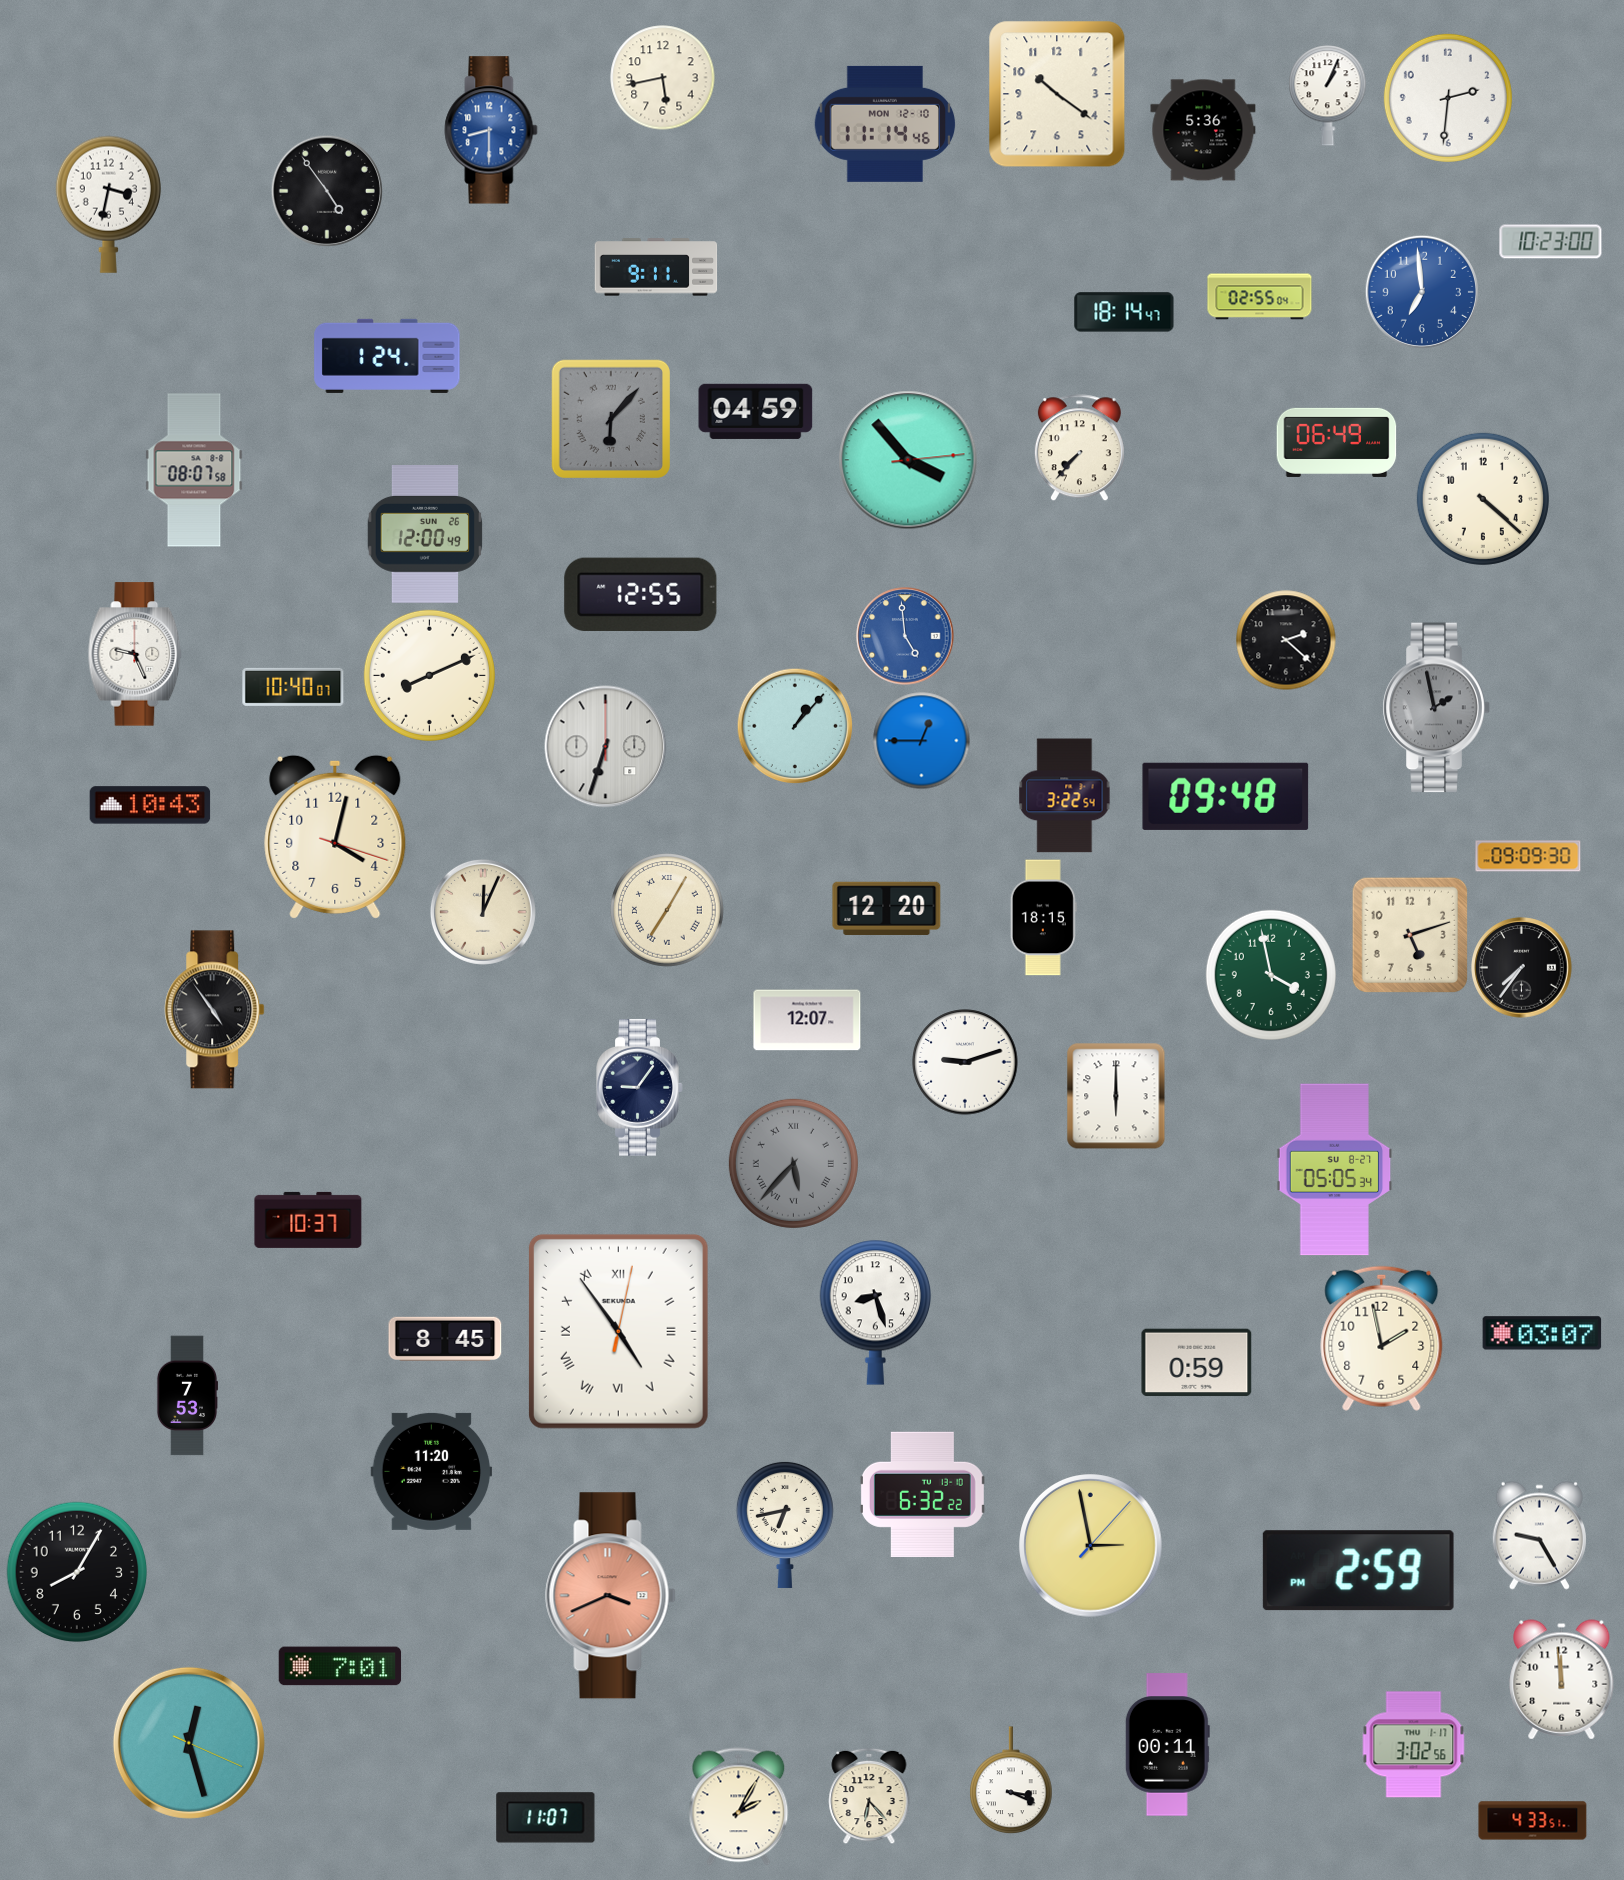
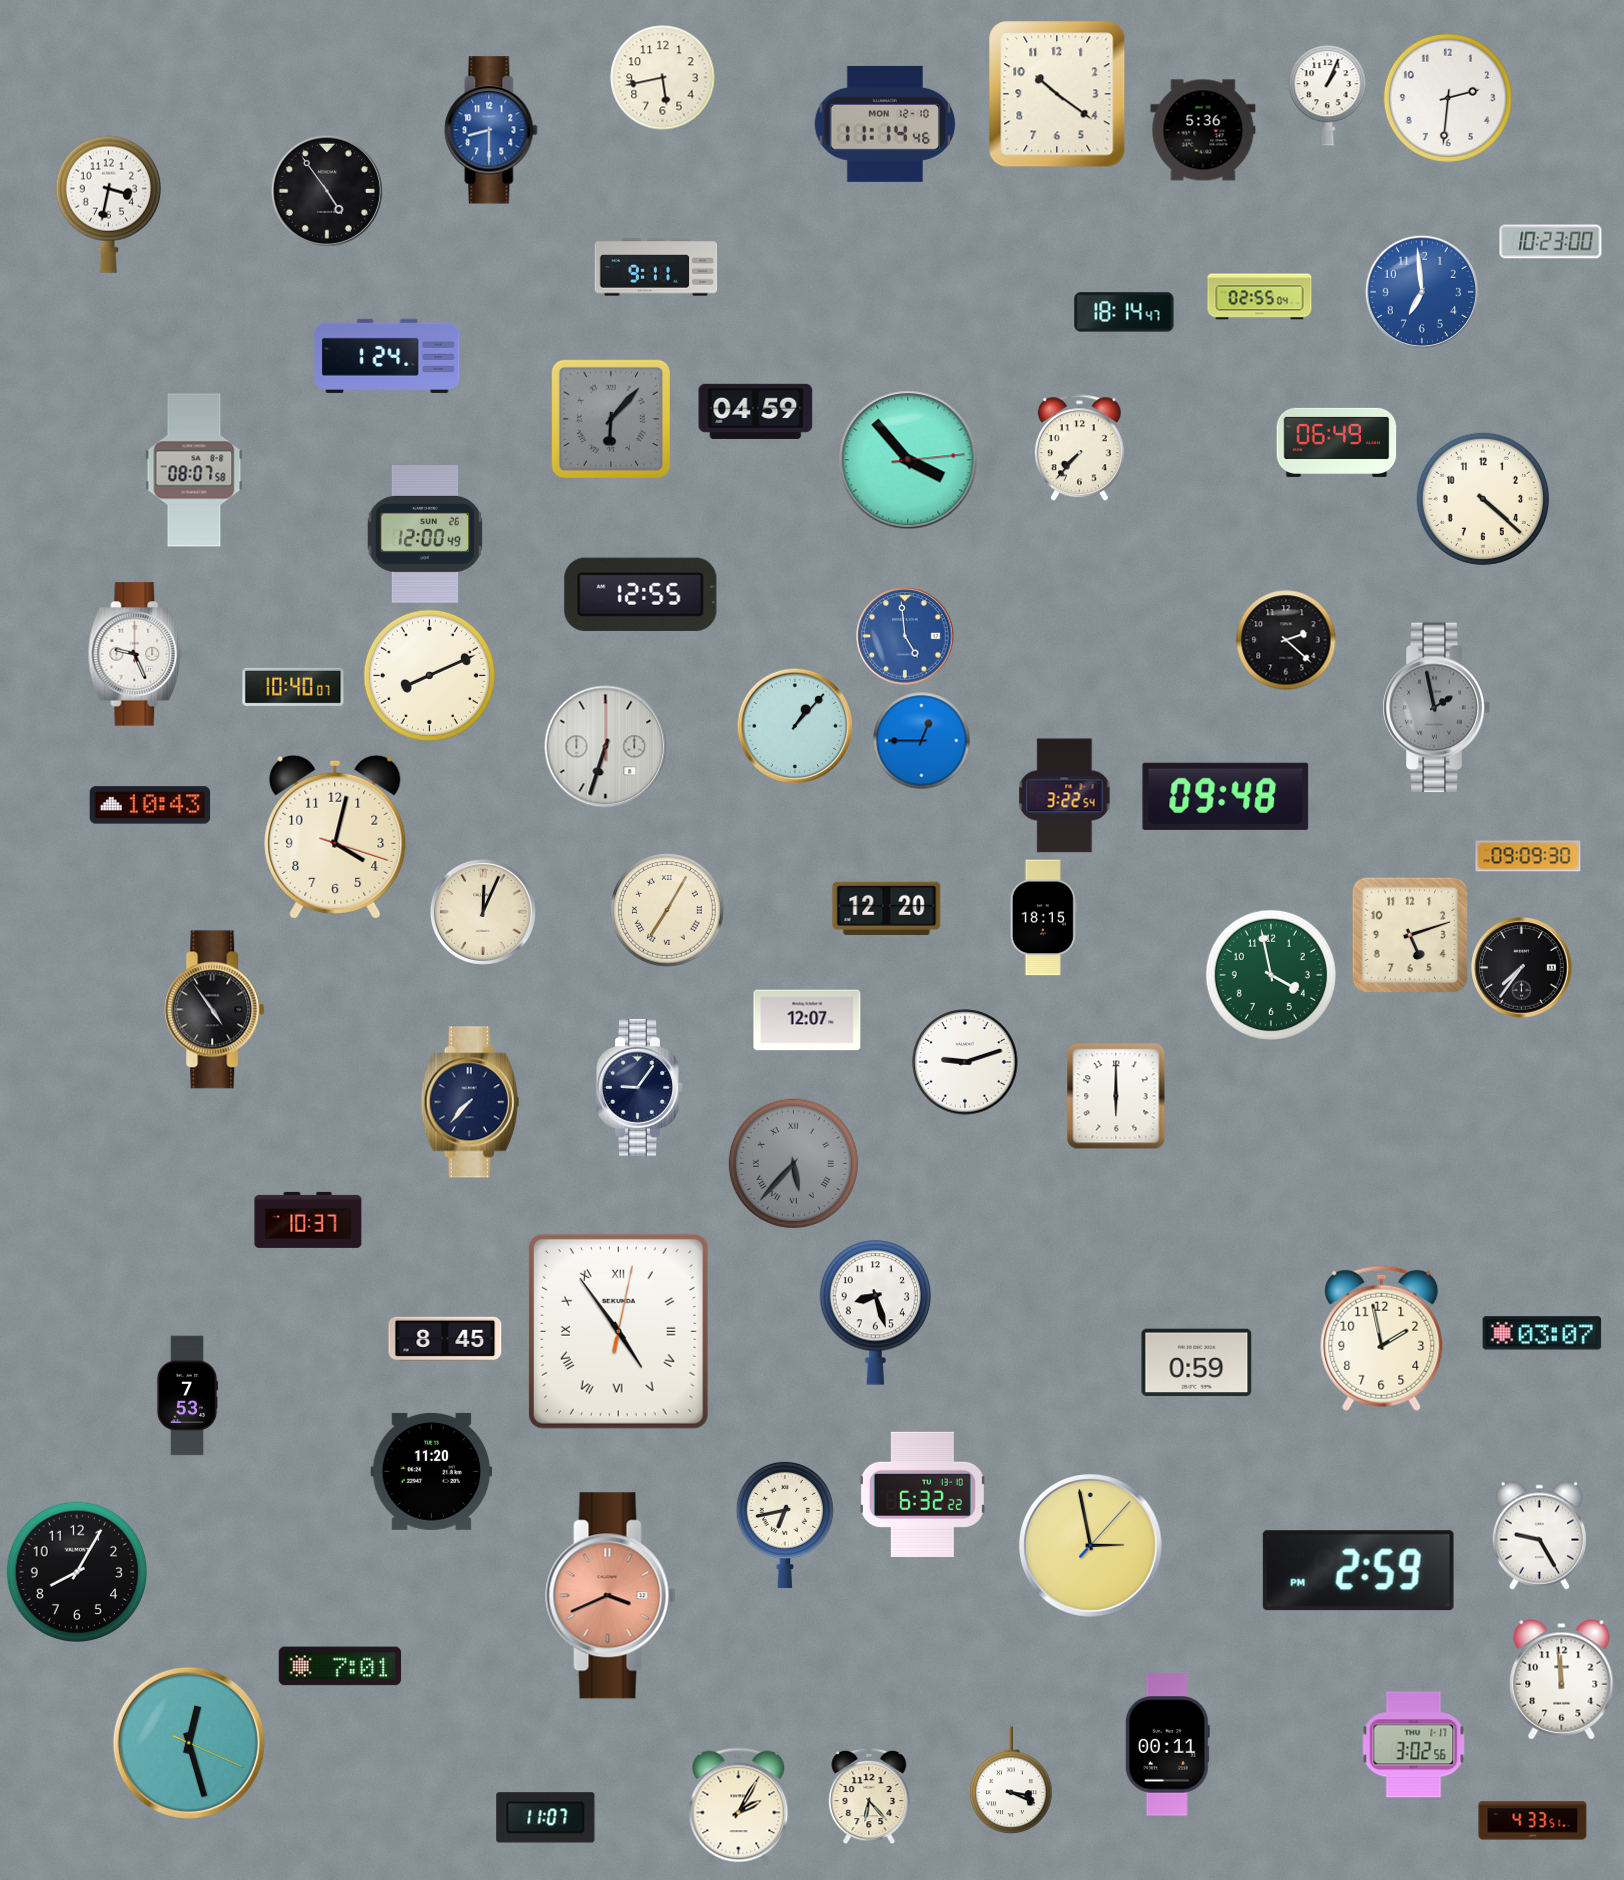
clock at (470, 1102): none -> 7:37
clock at (1335, 1170): 05:05 -> none
